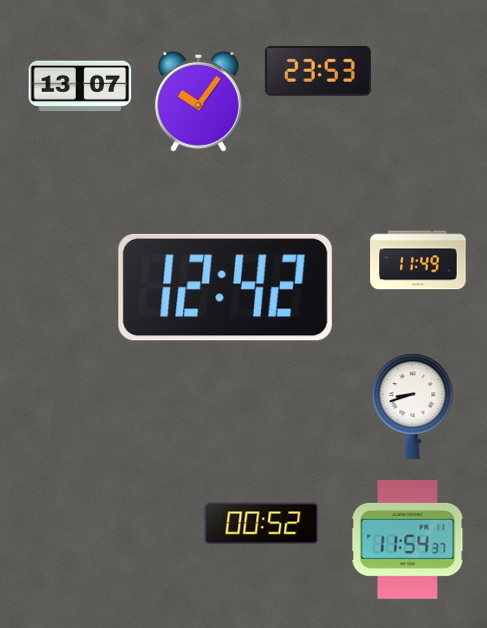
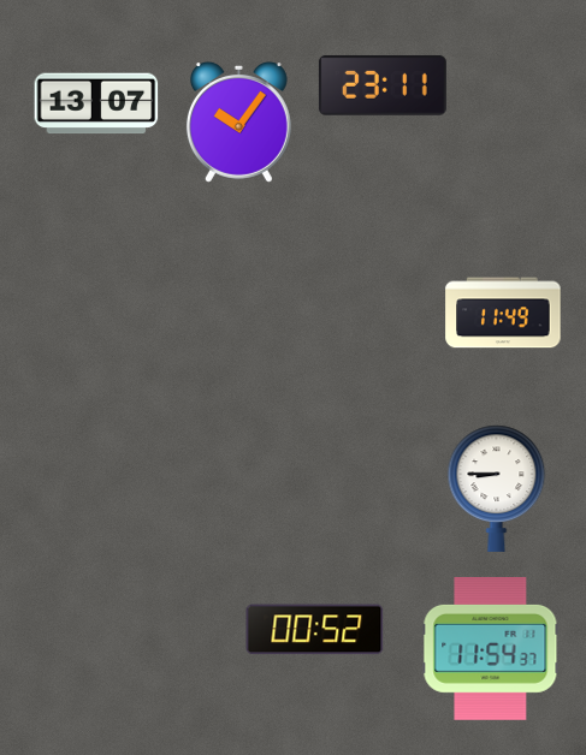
clock at (318, 71): 23:53 -> 23:11
clock at (225, 287): 12:42 -> none
clock at (413, 406): 8:42 -> 8:45
